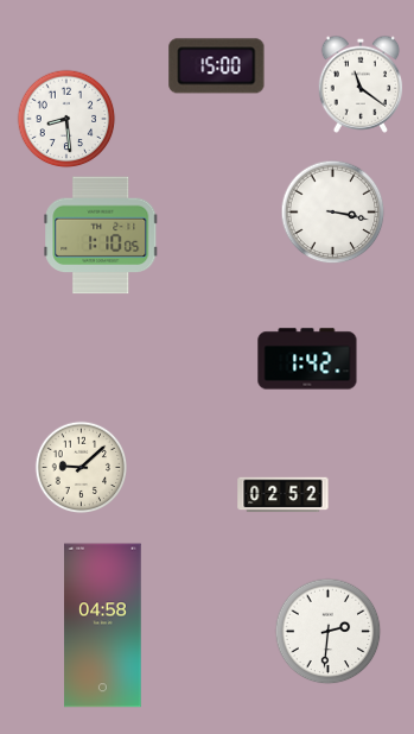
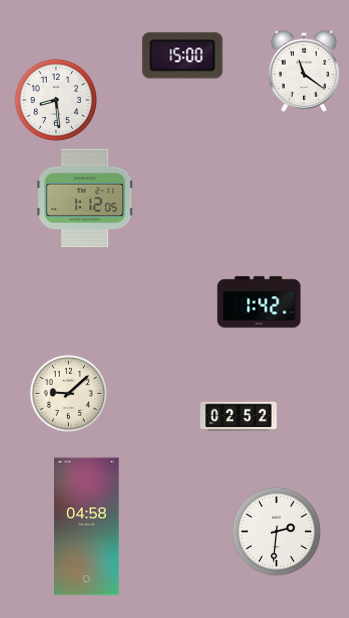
clock at (332, 211): 3:17 -> none
clock at (101, 235): 1:10 -> 1:12
